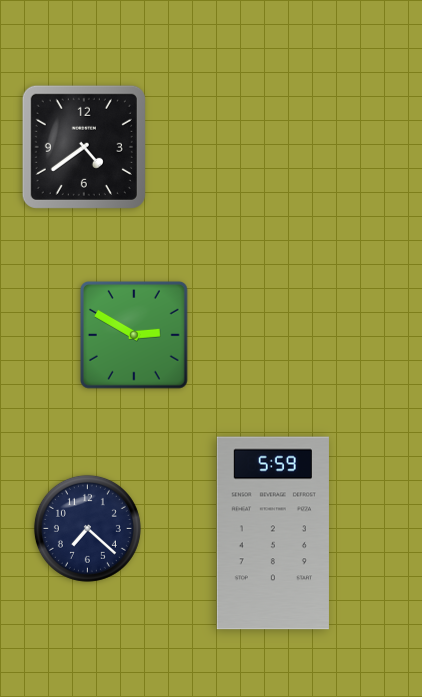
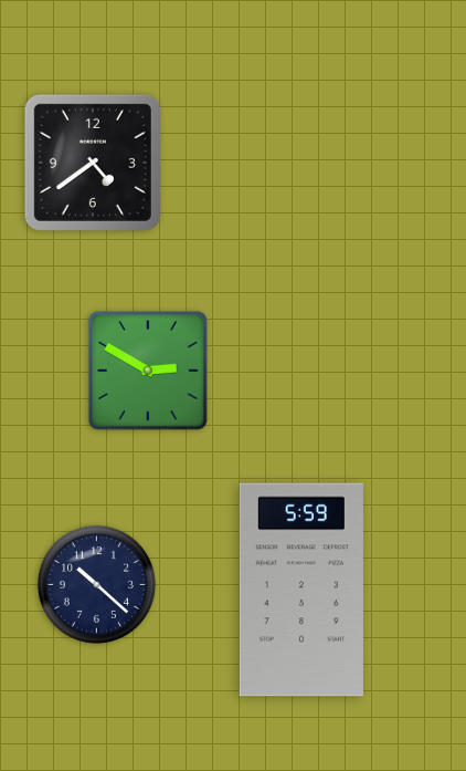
clock at (87, 528): 7:22 -> 10:22
